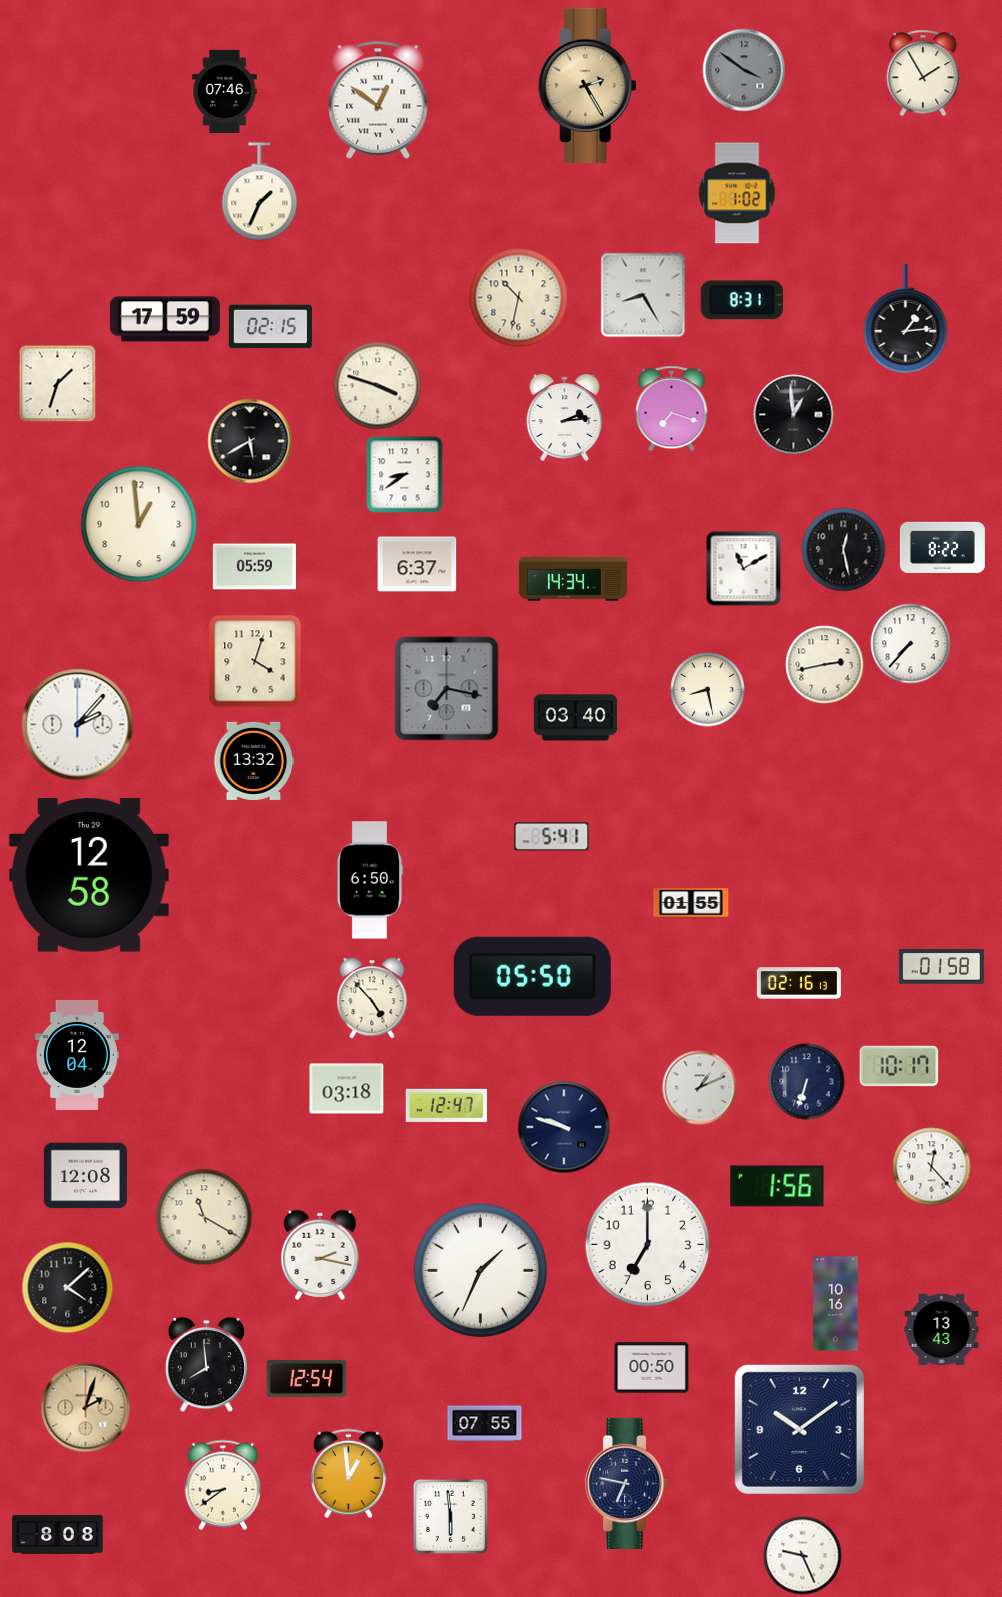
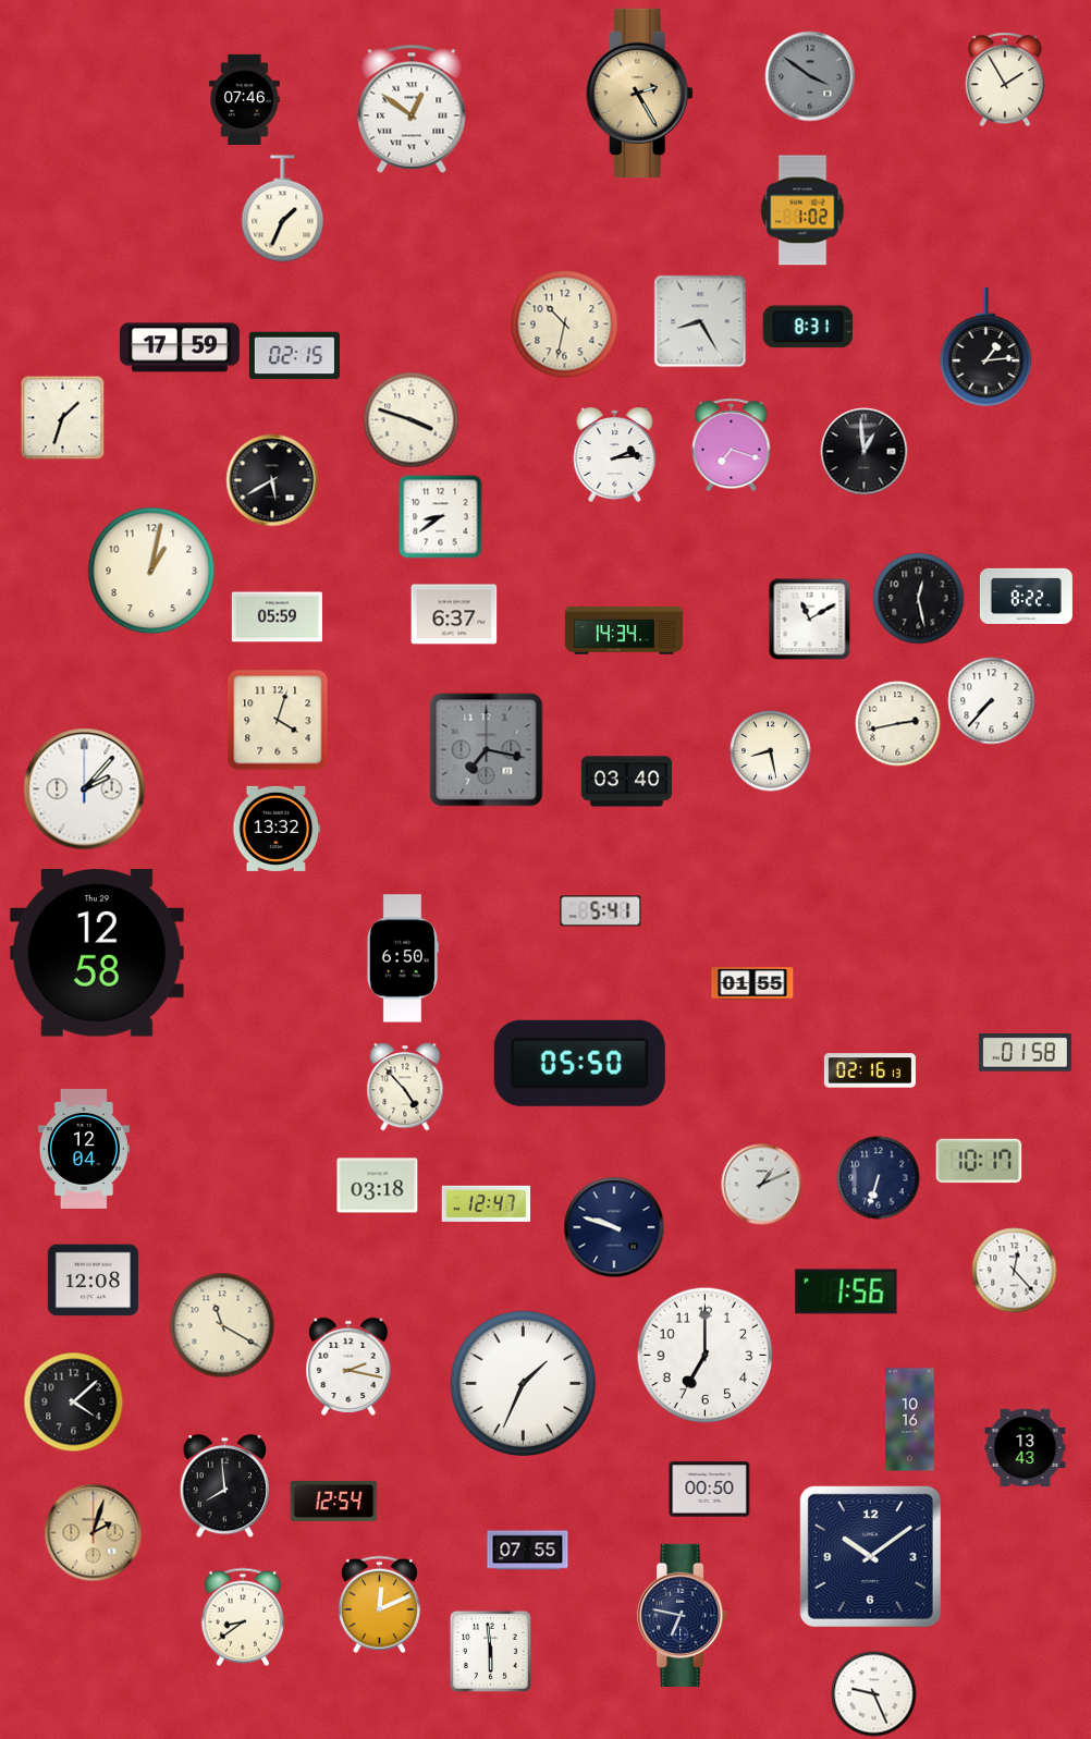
clock at (139, 524): 12:59 -> 1:02
clock at (348, 1474): 12:59 -> 12:11
clock at (58, 1535): 8:08 -> none
